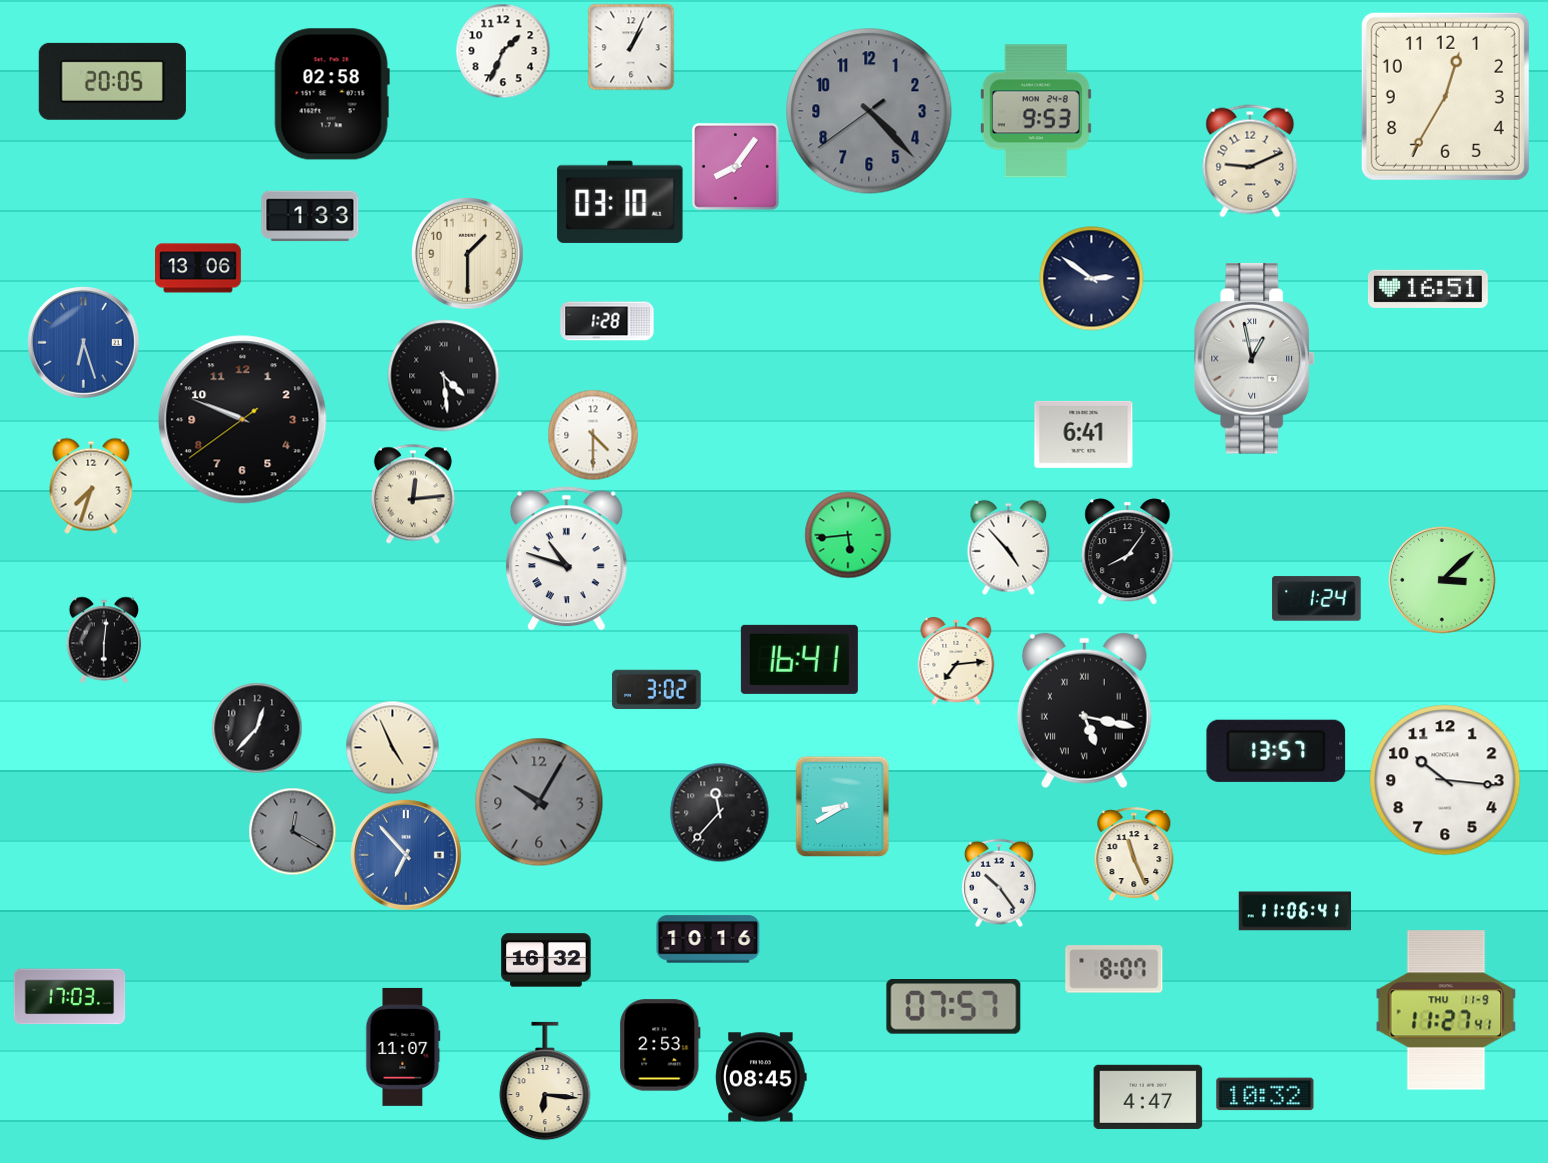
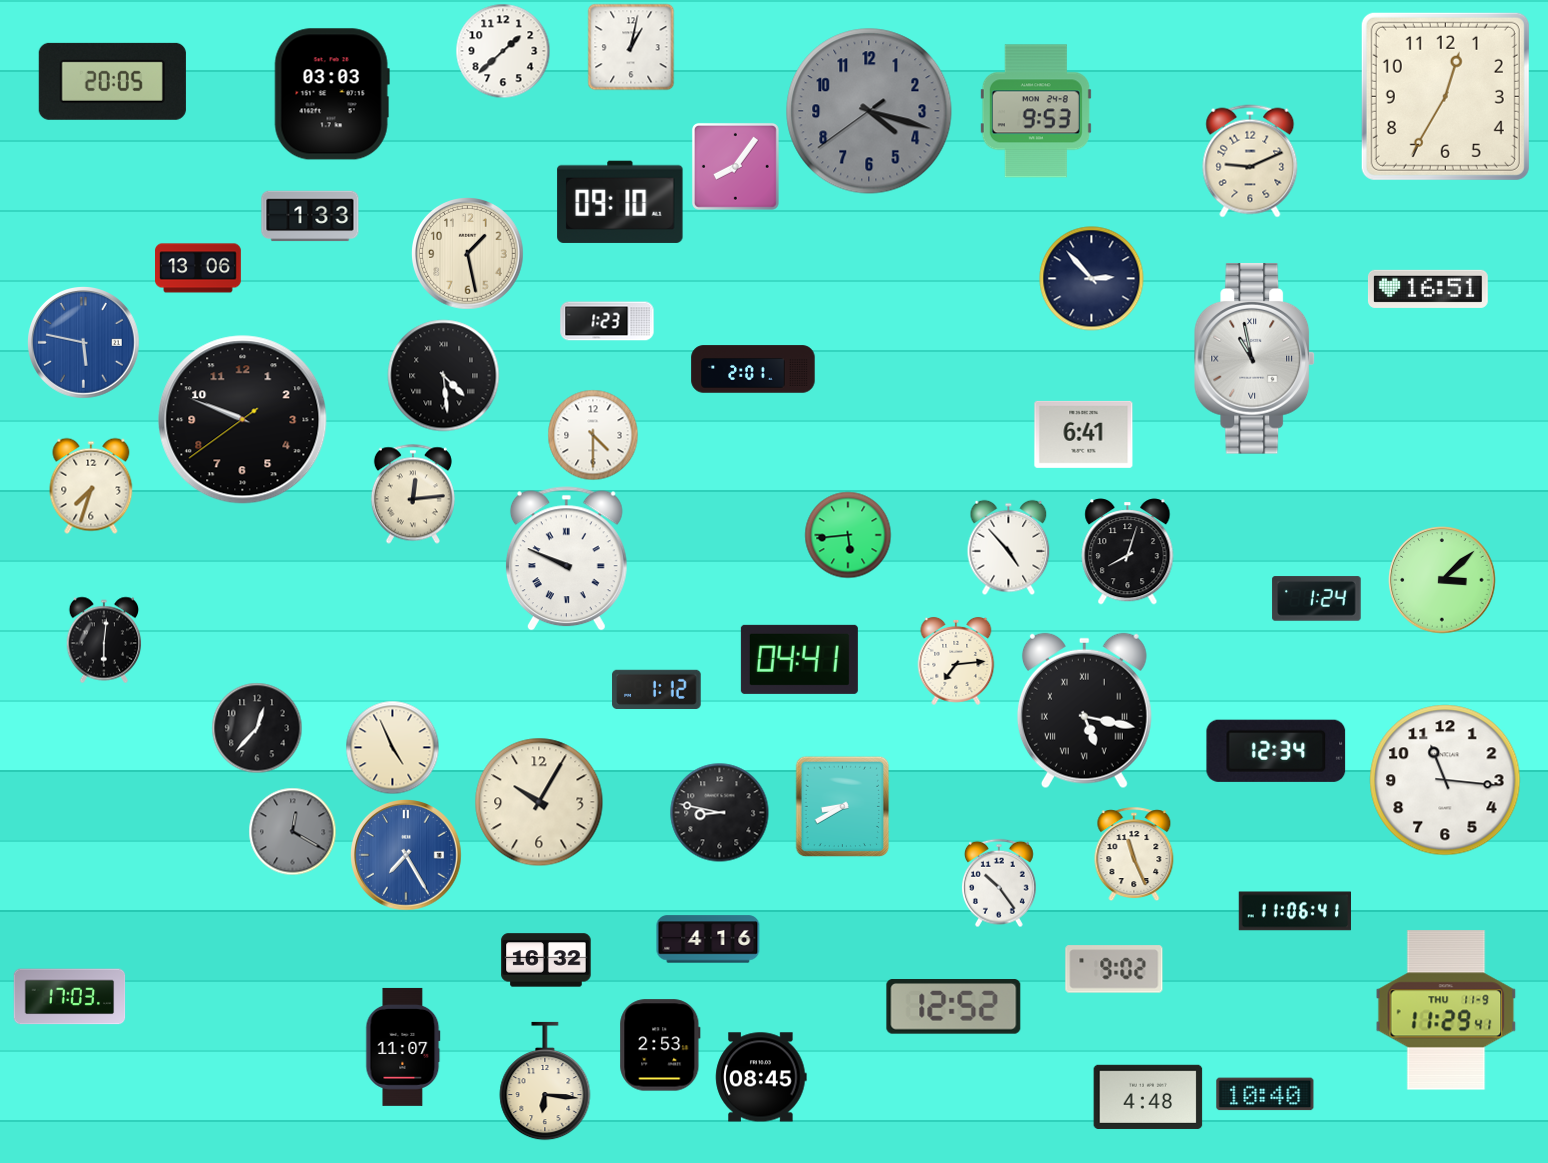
clock at (631, 47): 1:04 -> 1:02
clock at (503, 51): 1:34 -> 1:38
clock at (332, 94): 02:58 -> 03:03
clock at (869, 111): 4:22 -> 4:17
clock at (620, 202): 03:10 -> 09:10
clock at (468, 254): 1:30 -> 1:28
clock at (1092, 279): 2:51 -> 2:53
clock at (607, 321): 1:28 -> 1:23
clock at (84, 343): 6:27 -> 5:47
clock at (1255, 359): 12:58 -> 10:58
clock at (753, 369): none -> 2:01
clock at (1128, 552): 8:06 -> 8:03
clock at (566, 559): 10:48 -> 9:49
clock at (799, 659): 16:41 -> 04:41
clock at (657, 689): 3:02 -> 1:12
clock at (1276, 751): 13:57 -> 12:34
clock at (1445, 780): 10:16 -> 11:16
clock at (539, 802) dial: grey -> cream
clock at (720, 813): 11:37 -> 8:47
clock at (406, 855): 6:53 -> 7:25
clock at (708, 939): 10:16 -> 4:16
clock at (1114, 969): 8:07 -> 9:02
clock at (954, 1007): 07:57 -> 12:52
clock at (1446, 1010): 11:27 -> 11:29
clock at (1265, 1094): 10:32 -> 10:40
clock at (1148, 1097): 4:47 -> 4:48
